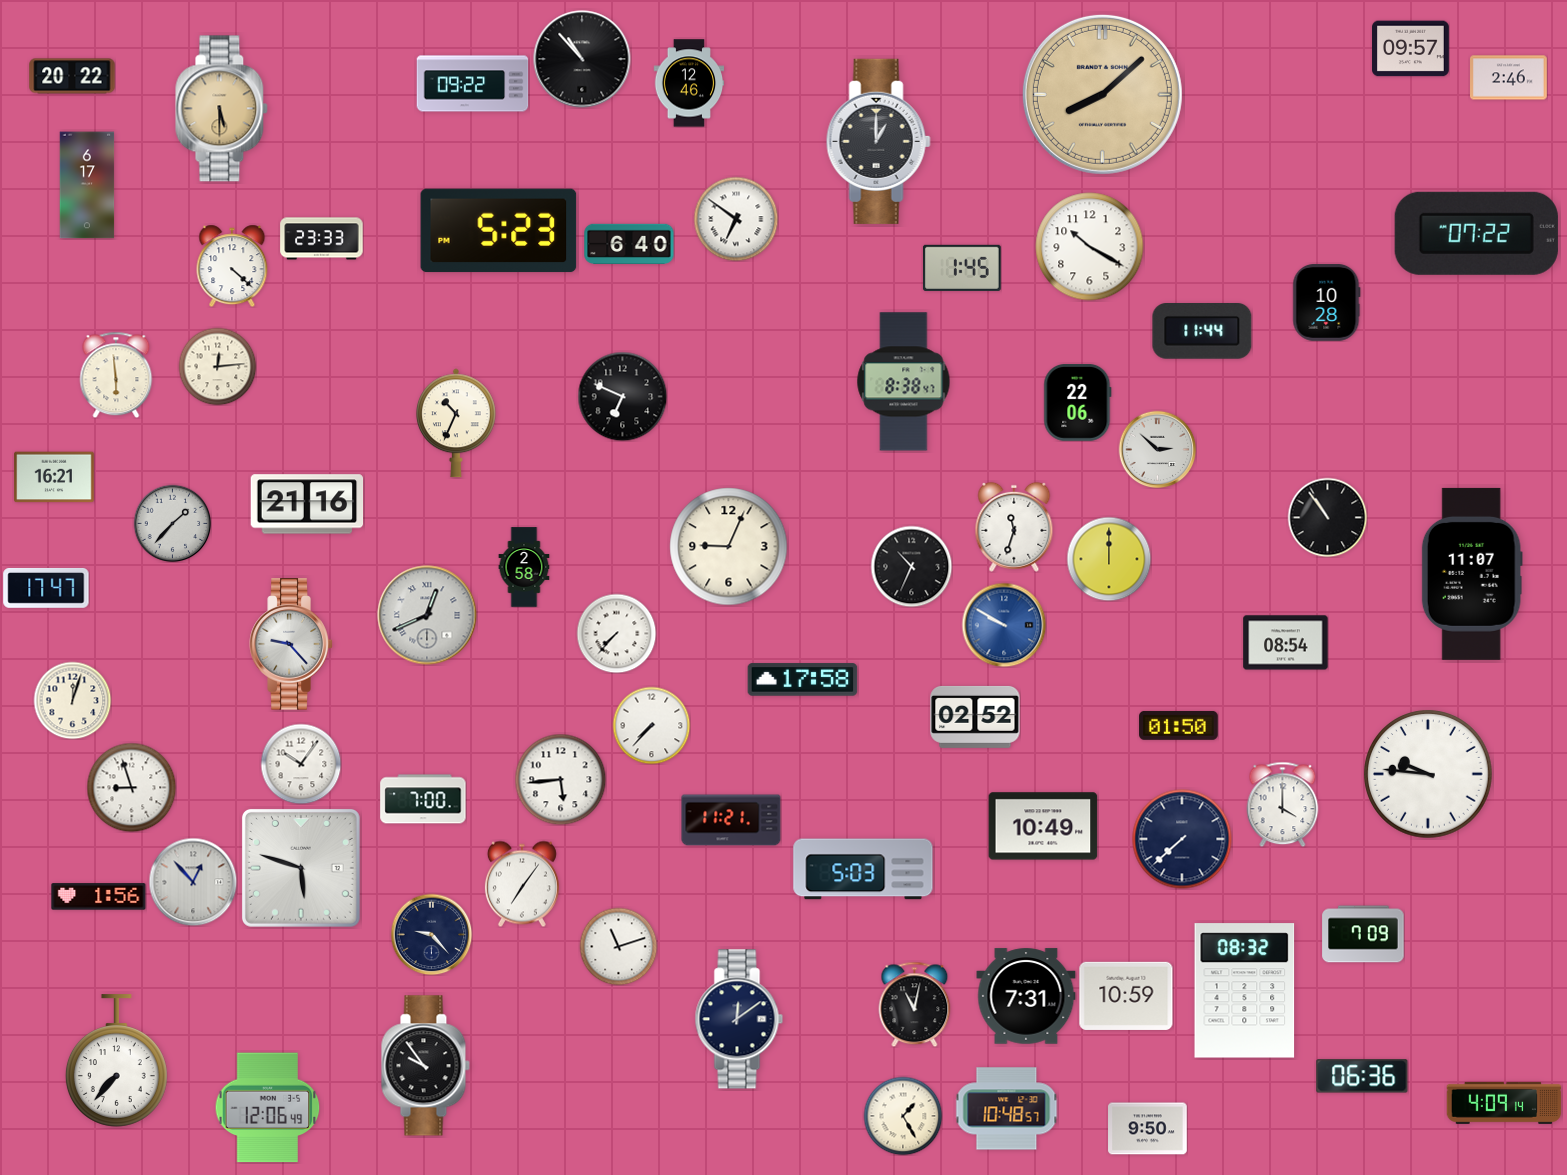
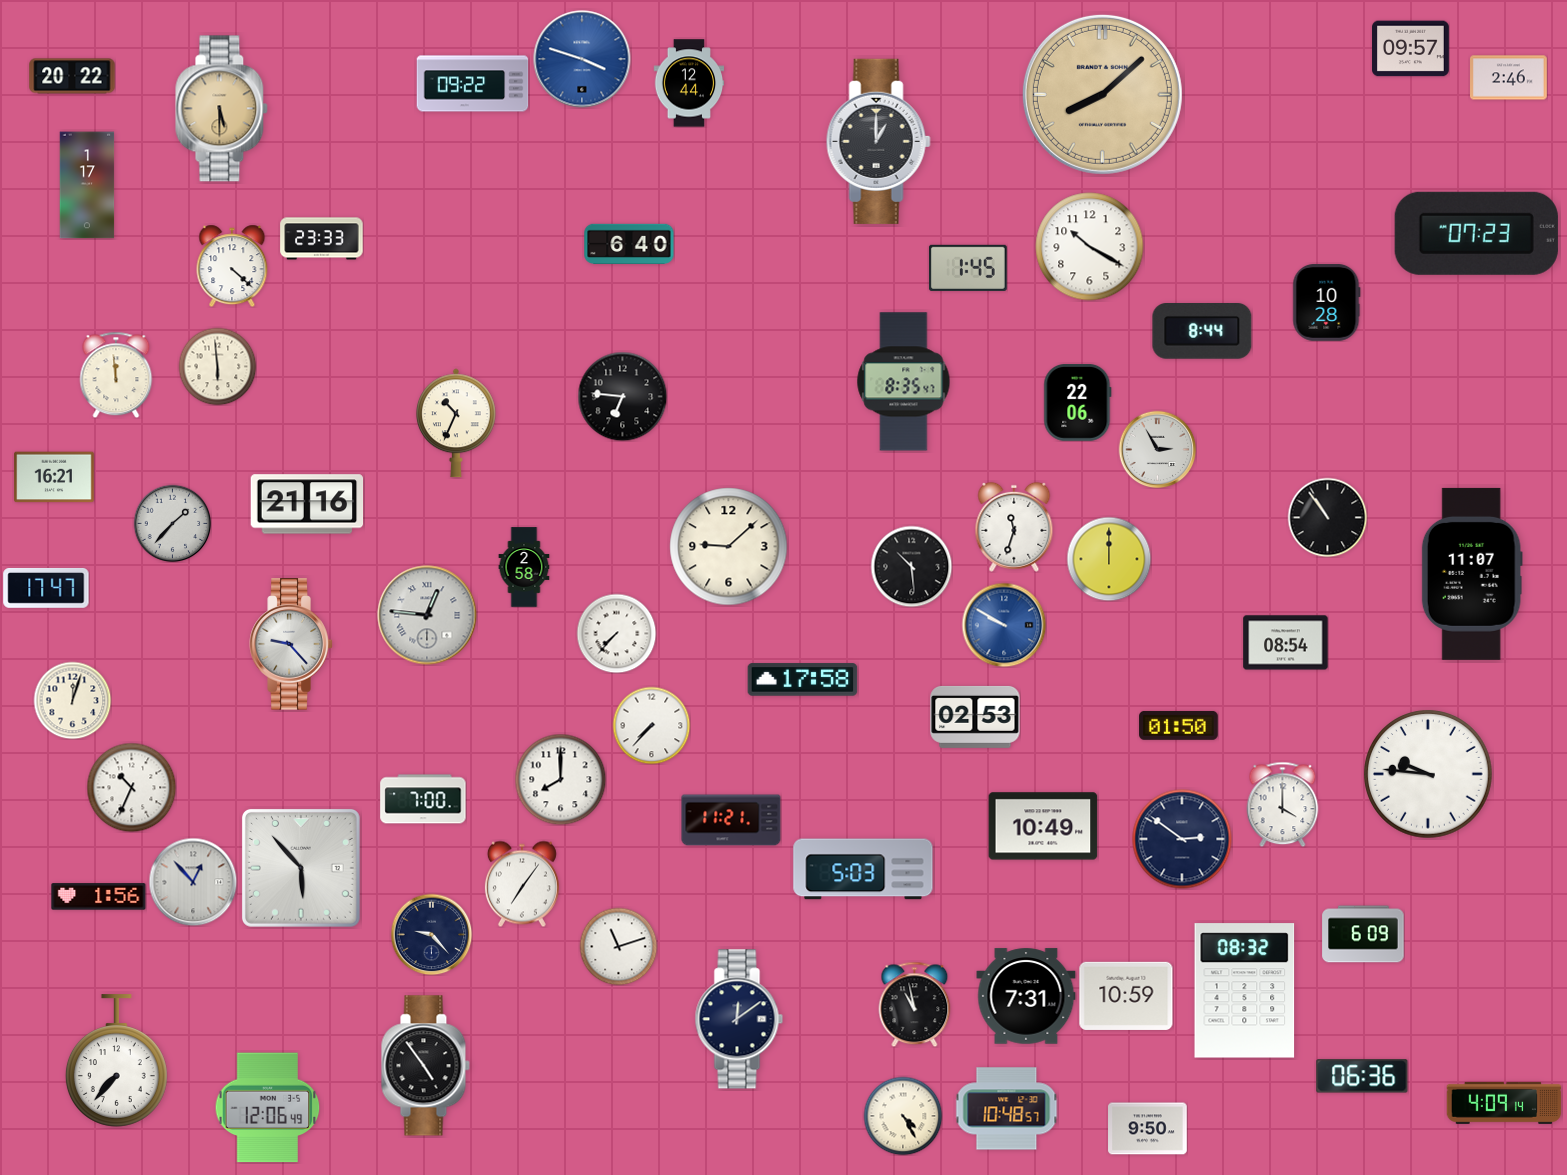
clock at (582, 59): 10:53 -> 3:48
clock at (582, 59) dial: black -> blue
clock at (689, 83): 12:46 -> 12:44
clock at (87, 185): 6:17 -> 1:17
clock at (736, 219): 6:51 -> none
clock at (499, 231): 5:23 -> none
clock at (1476, 233): 07:22 -> 07:23
clock at (962, 268) position: (962, 268) -> (968, 268)
clock at (1202, 332): 11:44 -> 8:44
clock at (217, 366): 12:14 -> 5:59
clock at (116, 375): 5:59 -> 11:59
clock at (904, 382): 8:38 -> 8:35
clock at (622, 396): 6:49 -> 6:46
clock at (1157, 449): 2:52 -> 2:55
clock at (729, 547): 9:04 -> 9:08
clock at (911, 566): 10:34 -> 10:29
clock at (427, 615): 12:41 -> 12:46
clock at (975, 717): 02:52 -> 02:53
clock at (301, 764): 10:06 -> none
clock at (560, 779): 5:44 -> 8:00
clock at (131, 787): 8:57 -> 10:34
clock at (1182, 839): 7:38 -> 2:51
clock at (301, 868): 5:48 -> 5:53
clock at (1363, 934): 7:09 -> 6:09
clock at (915, 1004): 11:02 -> 10:58
clock at (425, 1066): 9:54 -> 4:54
clock at (903, 1116): 1:25 -> 4:25
